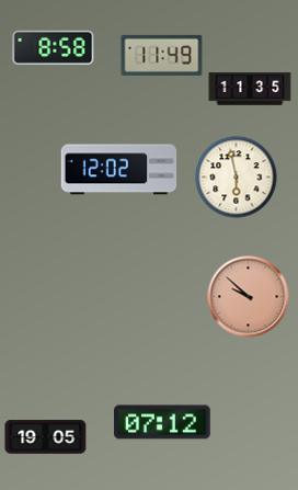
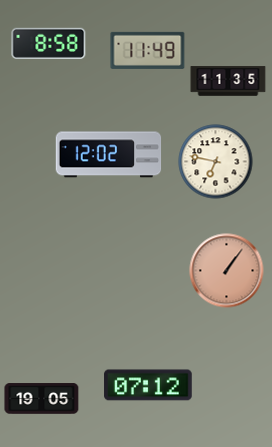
clock at (237, 178): 5:58 -> 6:47
clock at (249, 297): 9:52 -> 1:06
